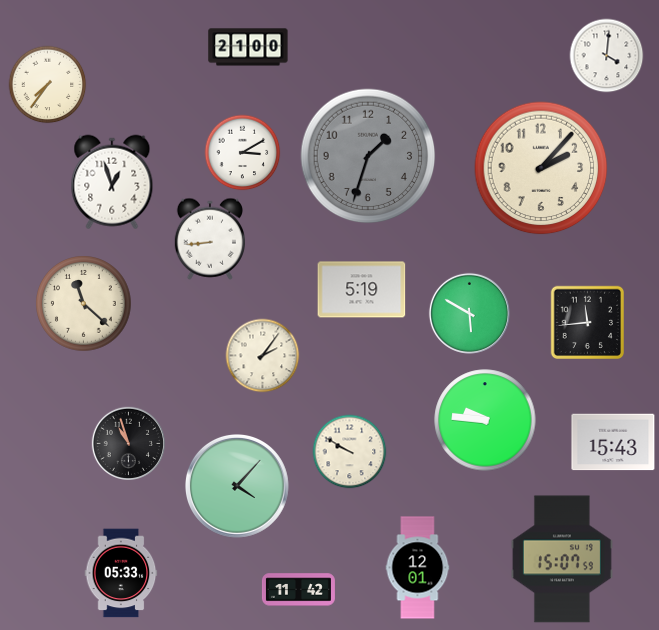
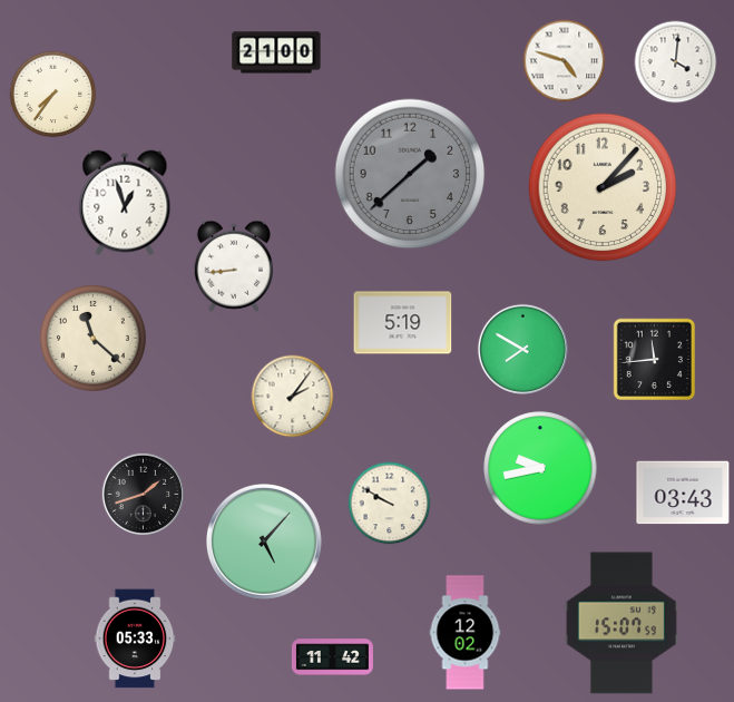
clock at (565, 61): none -> 4:48
clock at (243, 153): 3:10 -> none
clock at (368, 156): 1:33 -> 1:38
clock at (469, 313): 5:50 -> 7:50
clock at (485, 420): 9:46 -> 9:43
clock at (613, 442): 15:43 -> 03:43
clock at (128, 443): 10:57 -> 1:42
clock at (238, 487): 4:07 -> 5:07
clock at (562, 559) position: (562, 559) -> (622, 623)
clock at (418, 568): 12:01 -> 12:02
